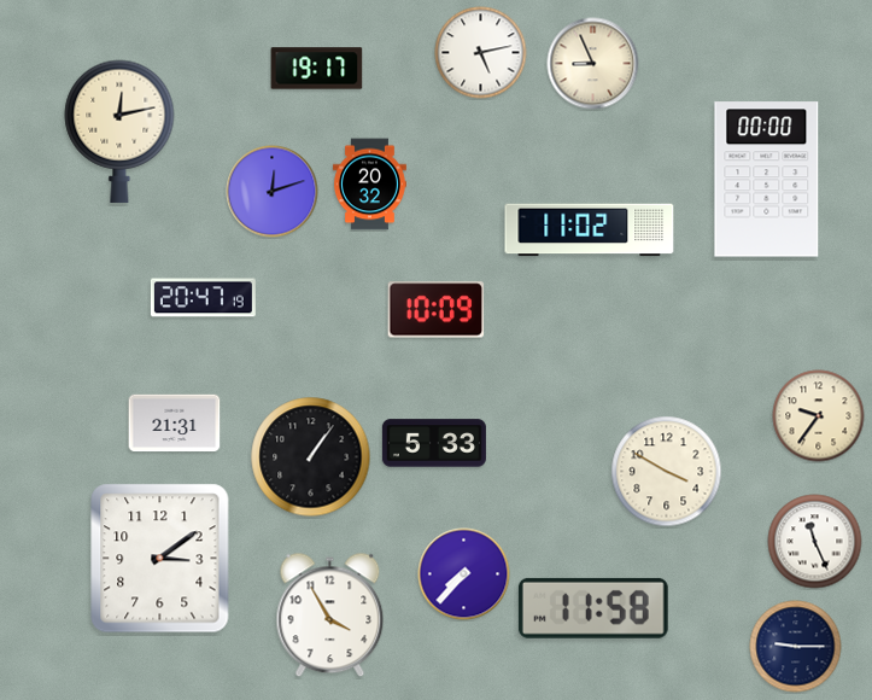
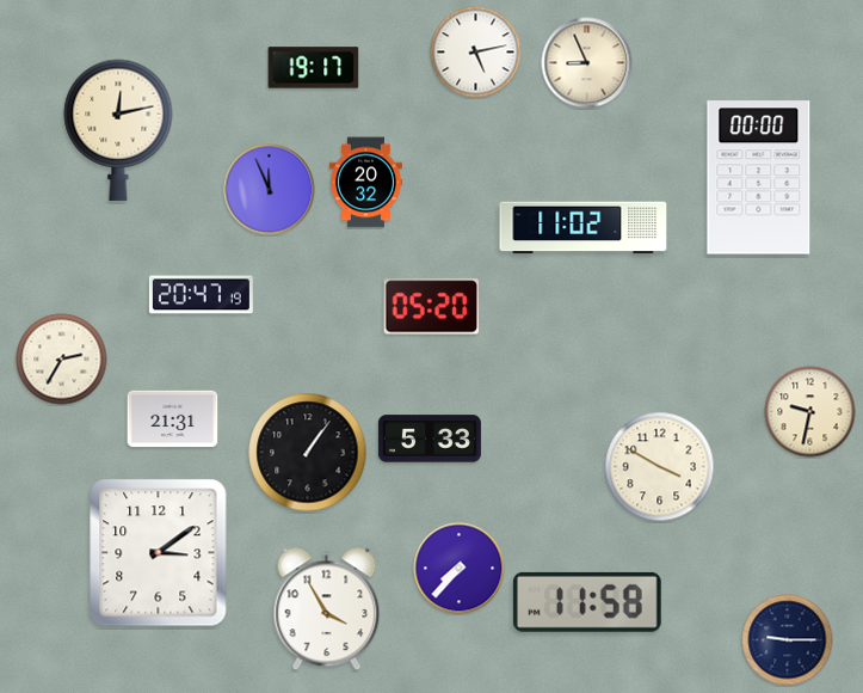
clock at (273, 192): 12:12 -> 11:56
clock at (437, 310): 10:09 -> 05:20
clock at (62, 360): none -> 2:35
clock at (819, 416): 9:36 -> 9:32
clock at (815, 542): 11:26 -> none
